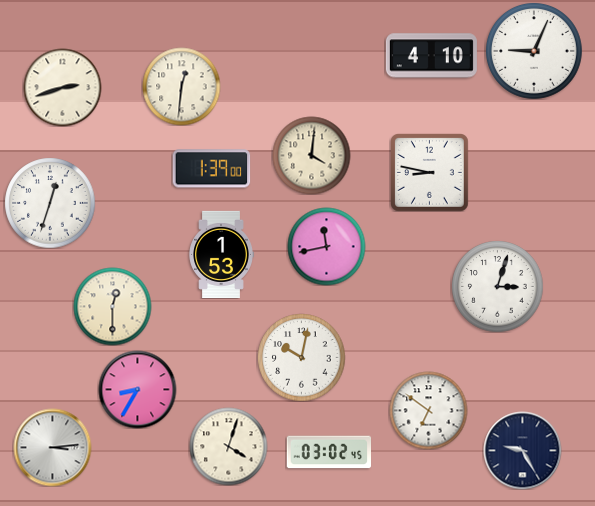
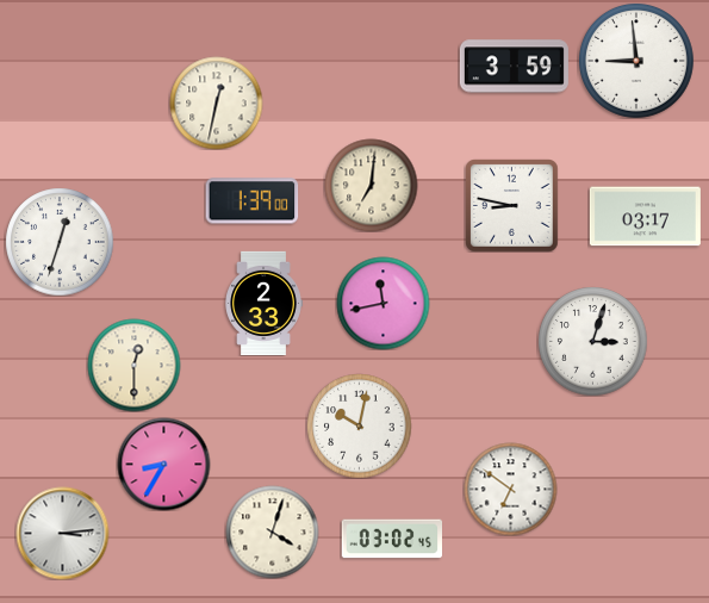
clock at (534, 51): 9:04 -> 8:59
clock at (431, 56): 4:10 -> 3:59
clock at (181, 86): 12:31 -> 12:32
clock at (62, 87): 2:42 -> none
clock at (311, 155): 4:01 -> 7:01
clock at (645, 217): none -> 03:17
clock at (326, 246) position: (326, 246) -> (383, 303)
clock at (221, 254): 1:53 -> 2:33
clock at (522, 450): 9:25 -> none
